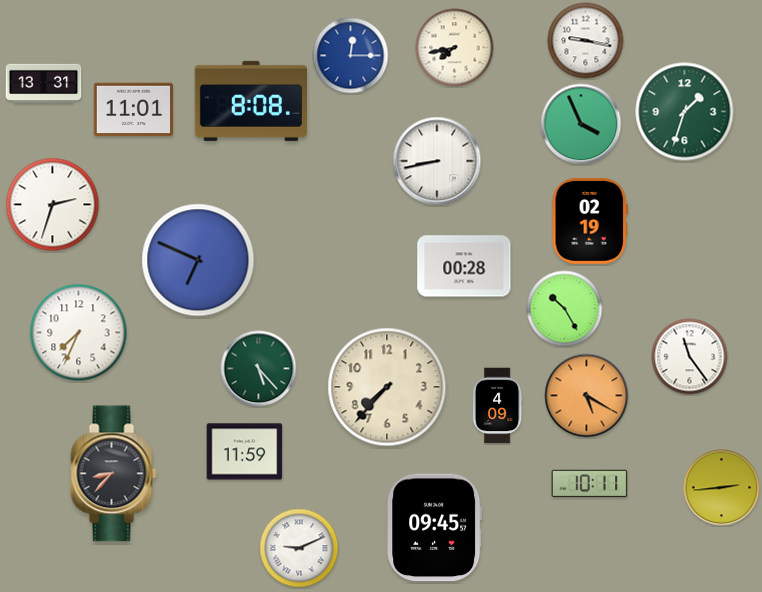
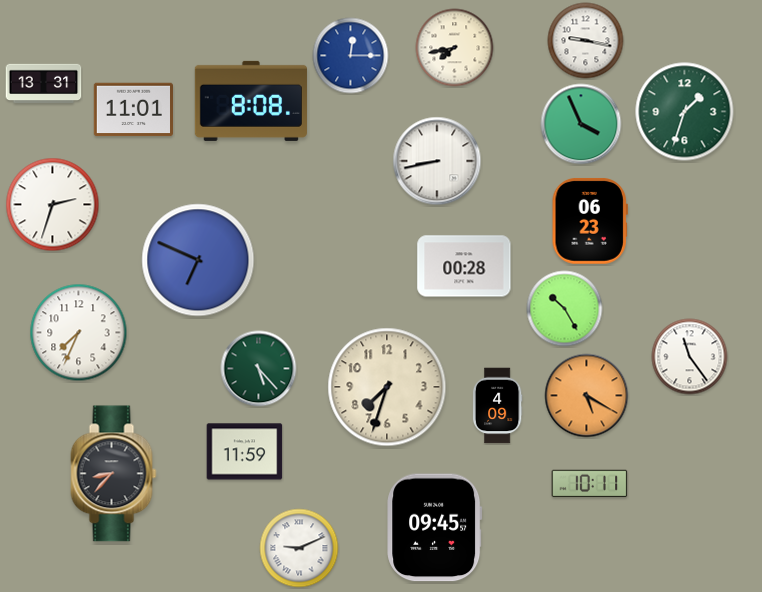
clock at (590, 221): 02:19 -> 06:23
clock at (387, 387): 7:37 -> 7:33
clock at (722, 488): 2:44 -> none
